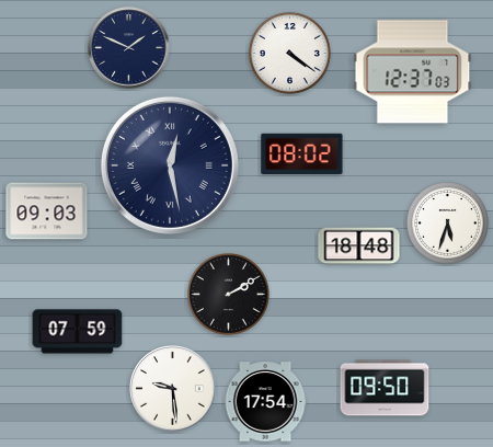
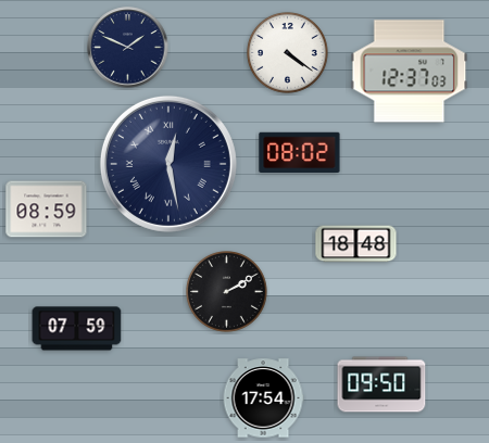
clock at (47, 211): 09:03 -> 08:59
clock at (448, 224): 5:33 -> none
clock at (173, 389): 9:29 -> none
